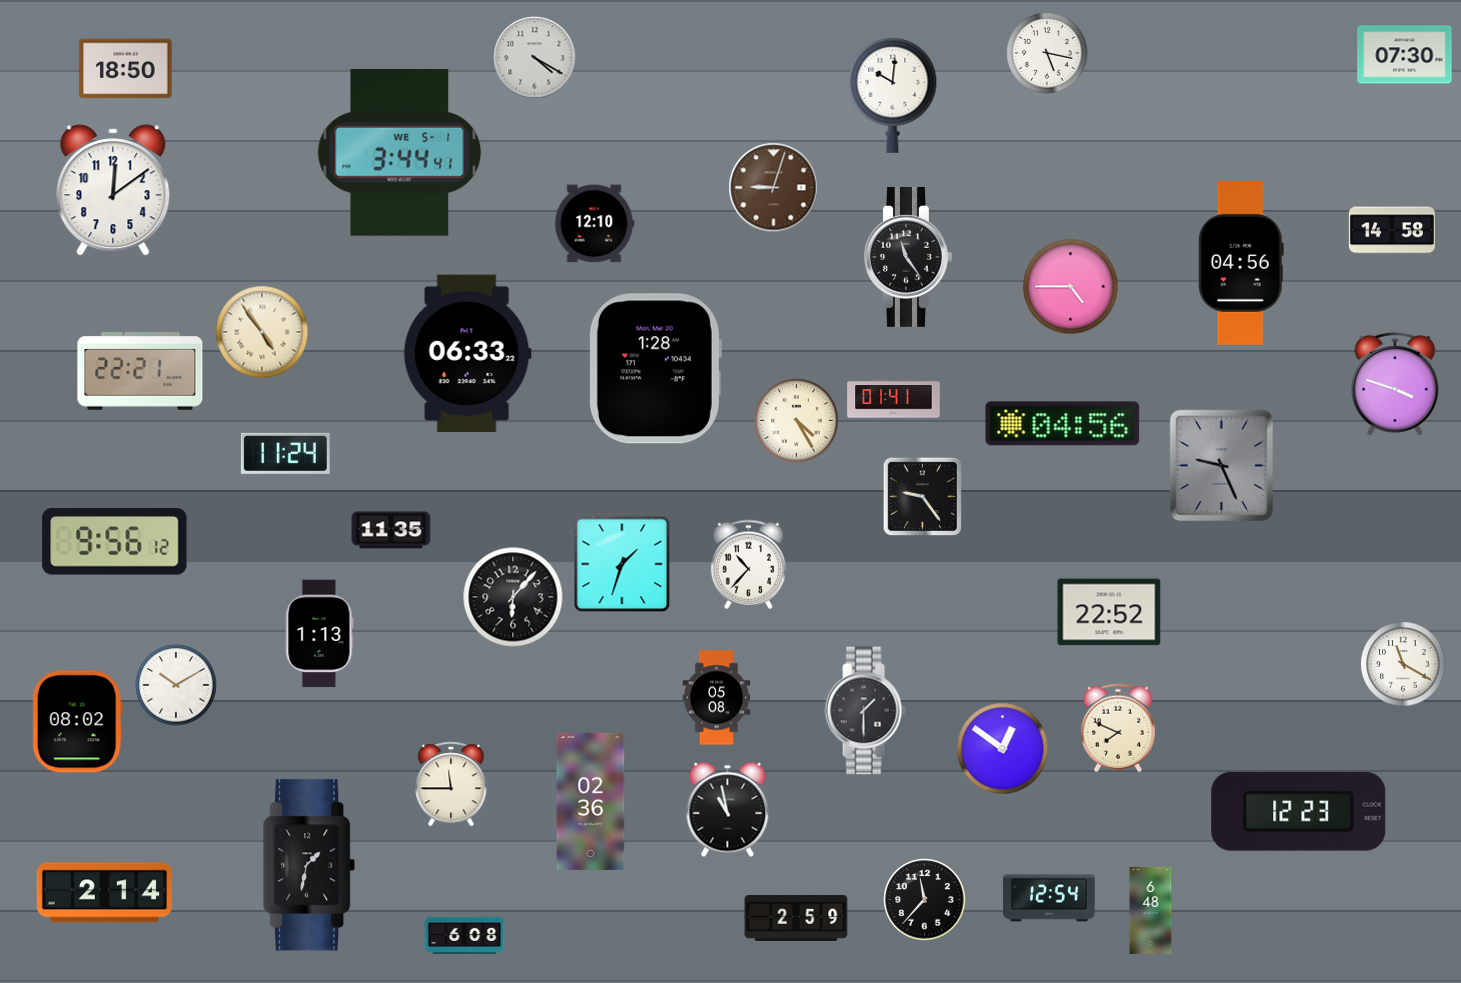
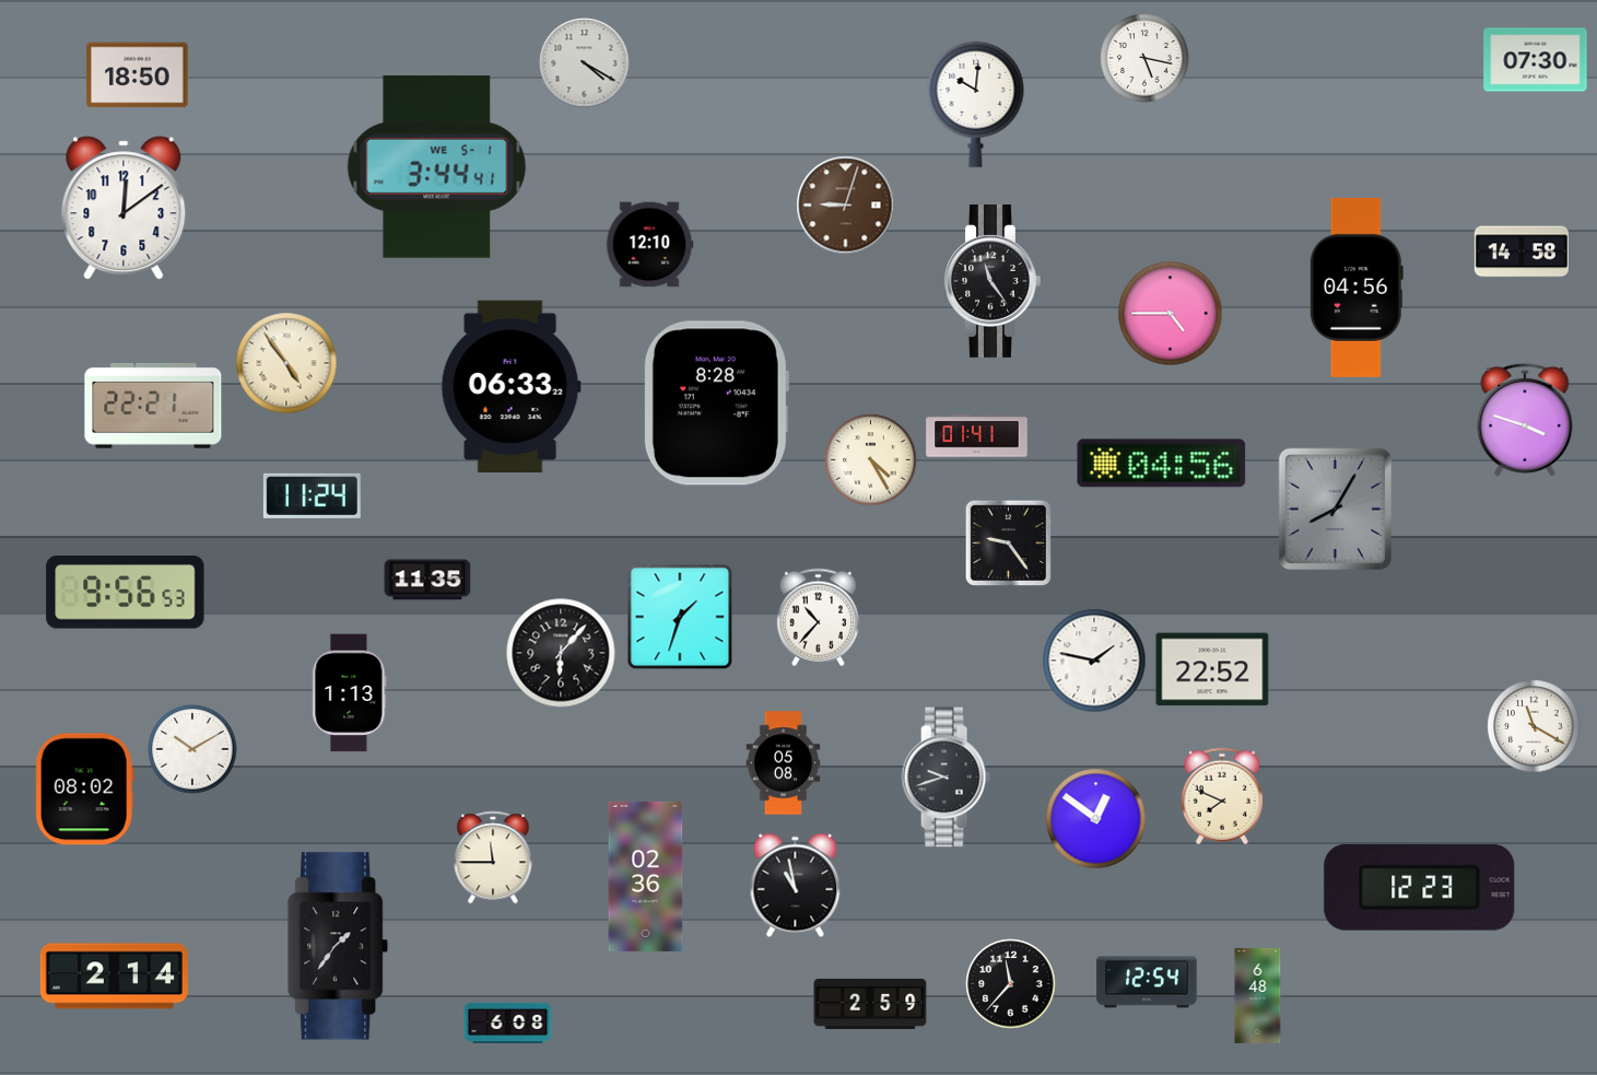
clock at (655, 369): 1:28 -> 8:28
clock at (1222, 466): 9:26 -> 8:05
clock at (115, 542): 9:56:12 -> 9:56:53
clock at (1094, 661): none -> 1:47
clock at (865, 711): 1:30 -> 9:42
clock at (310, 865): 1:32 -> 1:36
